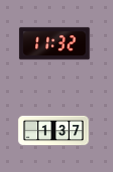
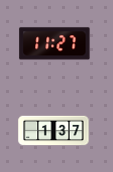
clock at (55, 44): 11:32 -> 11:27
